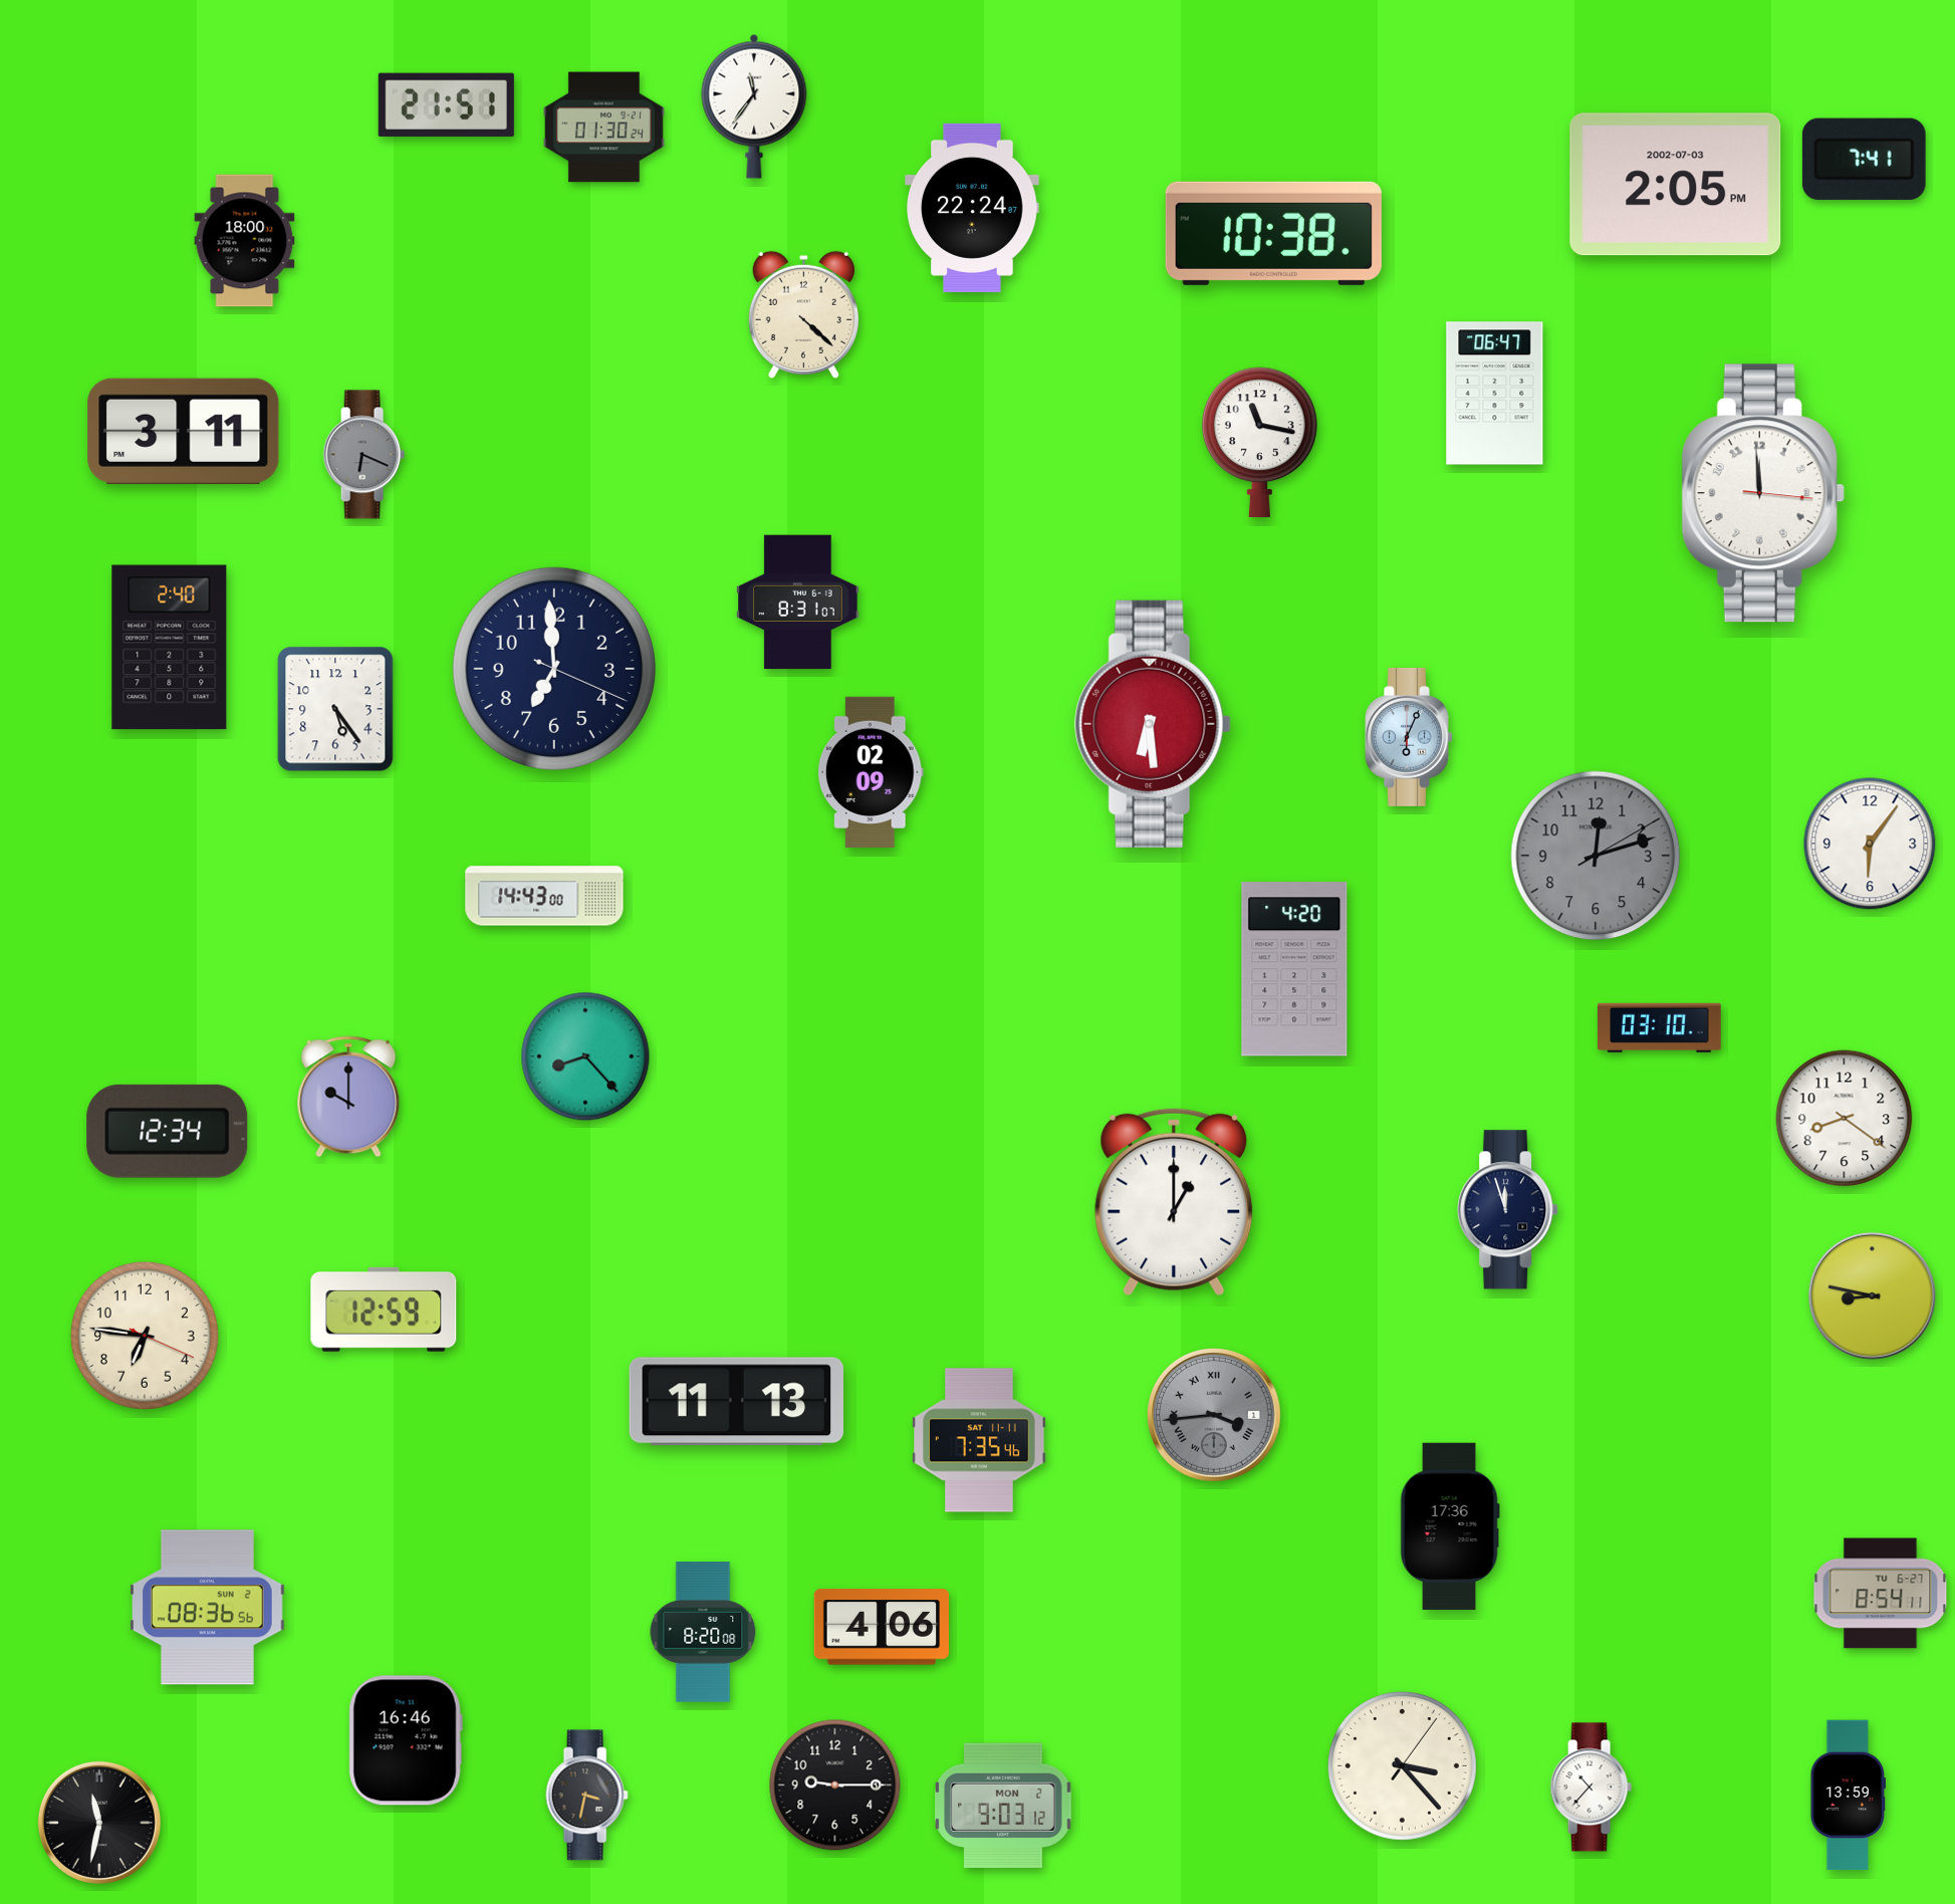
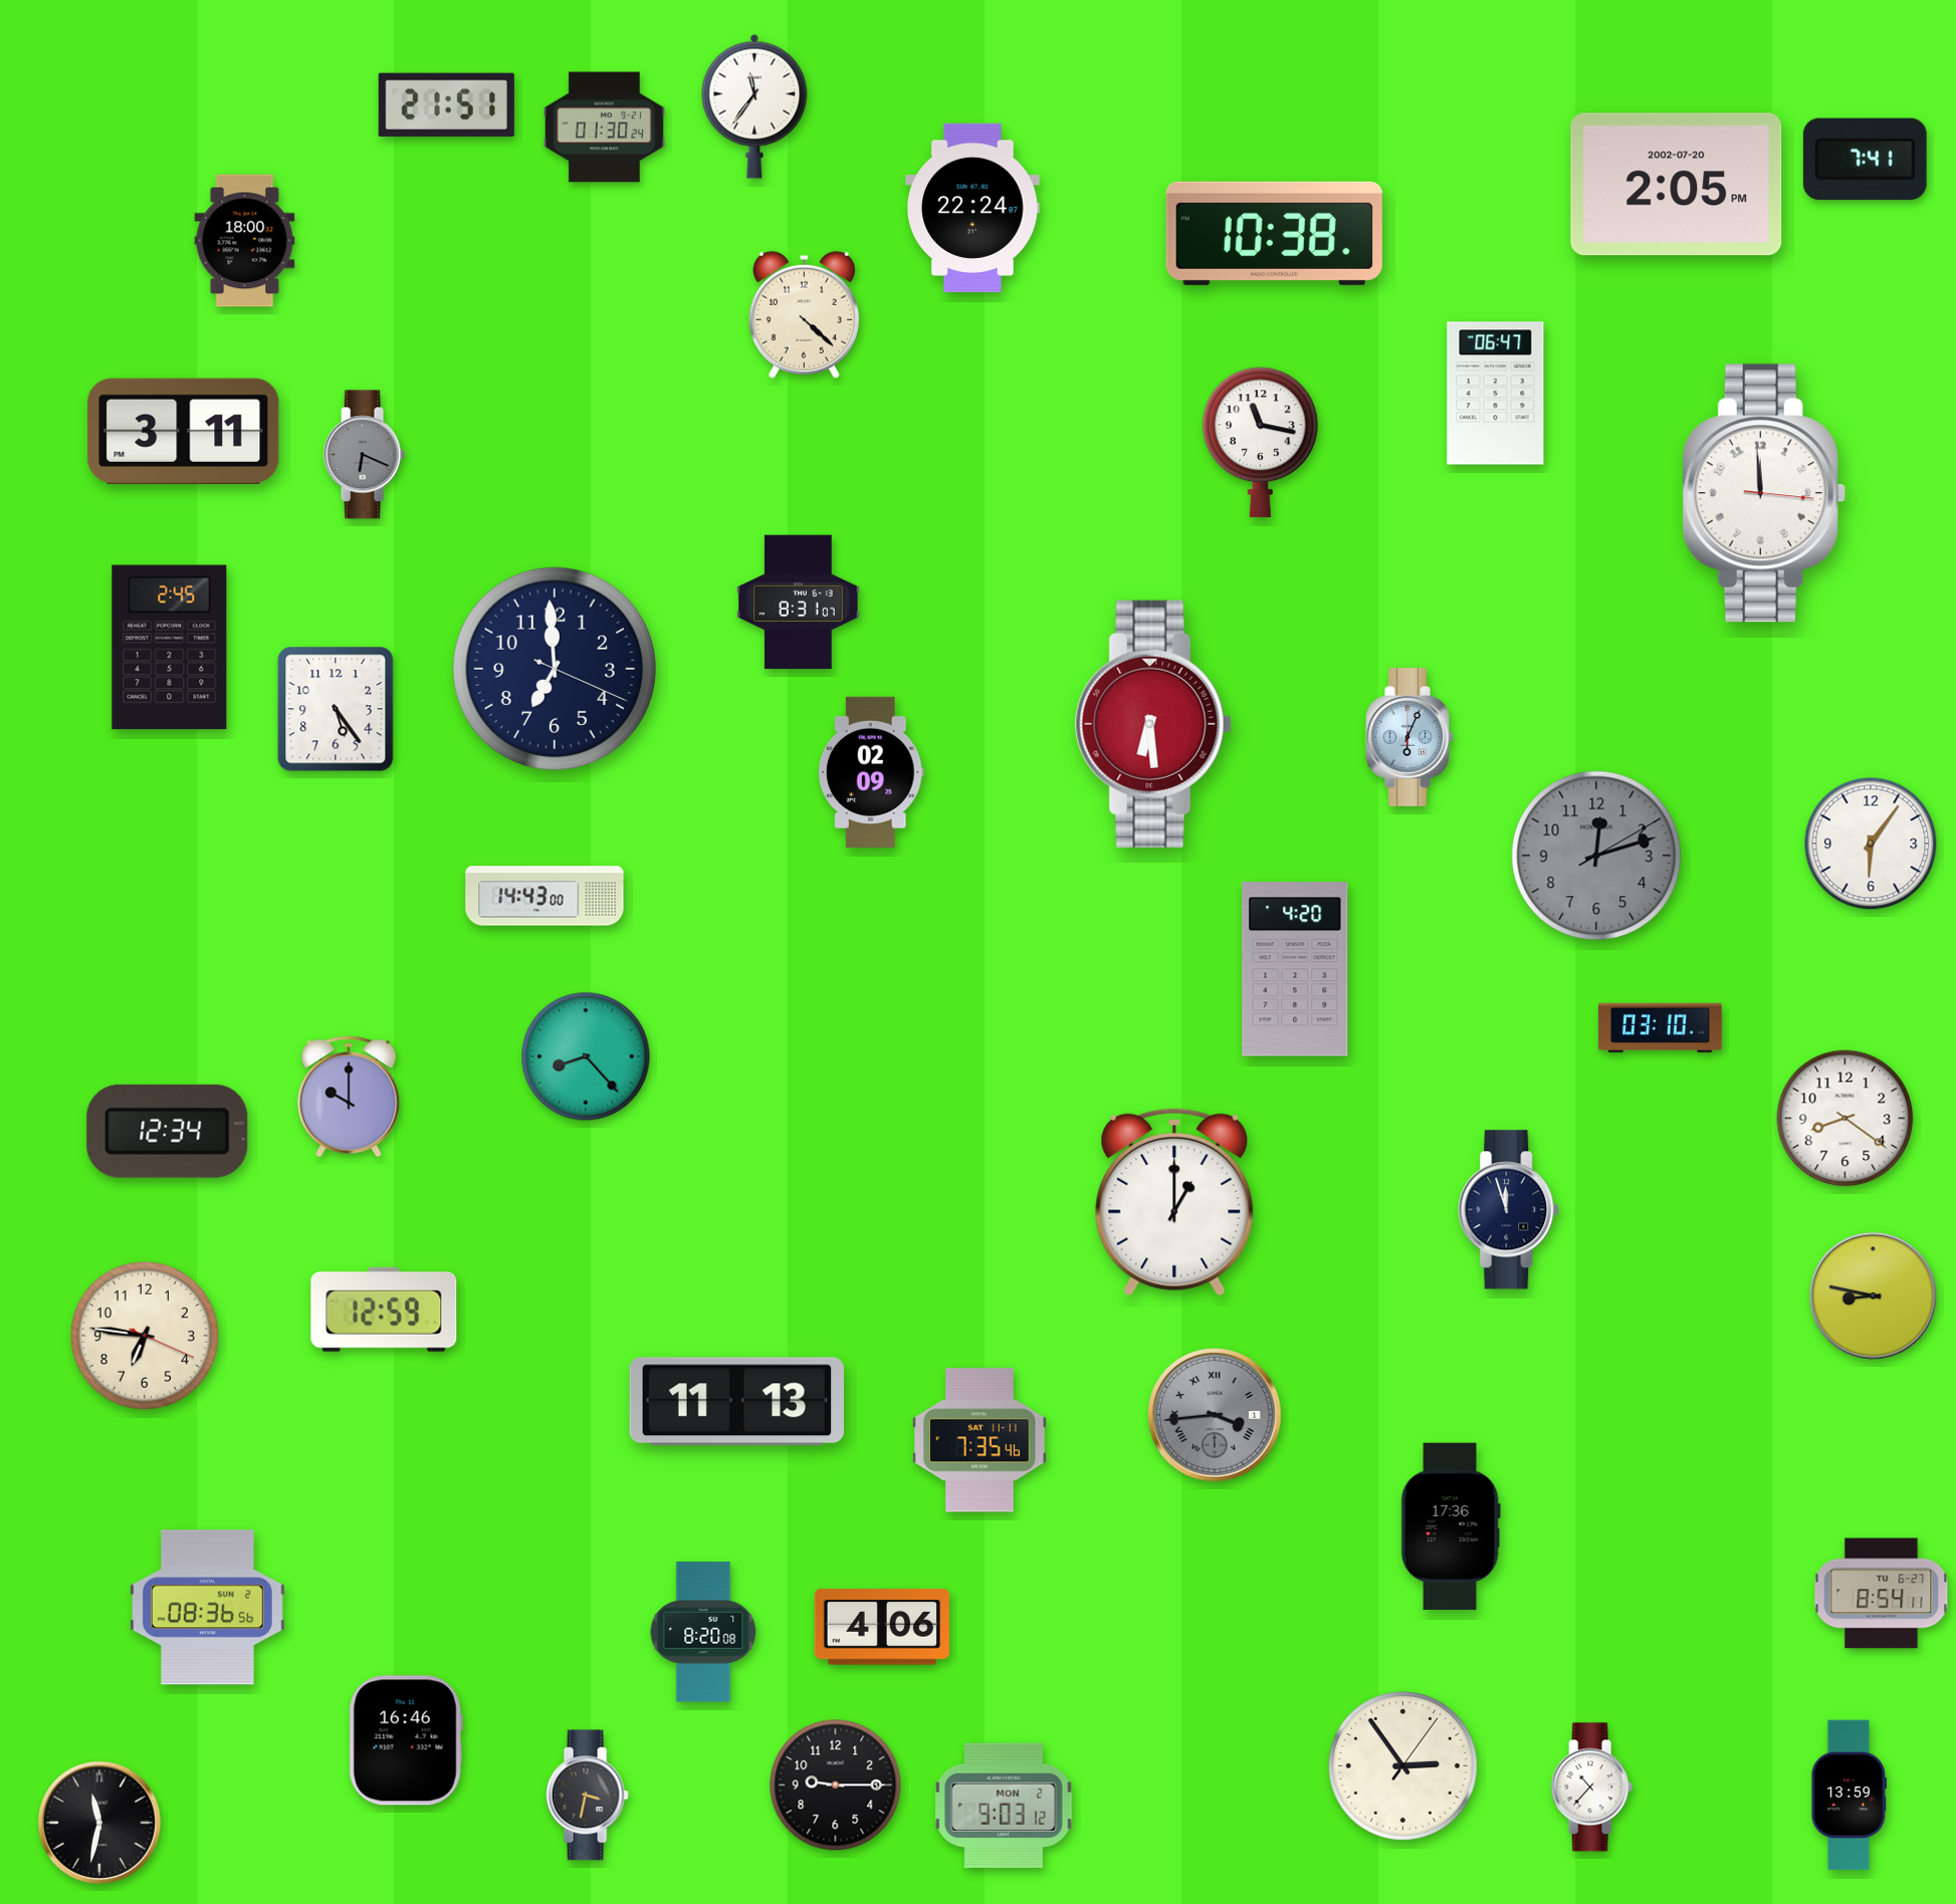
clock at (1676, 185) date: 2002-07-03 -> 2002-07-20
clock at (170, 648): 2:40 -> 2:45
clock at (1402, 1765): 3:23 -> 2:54
